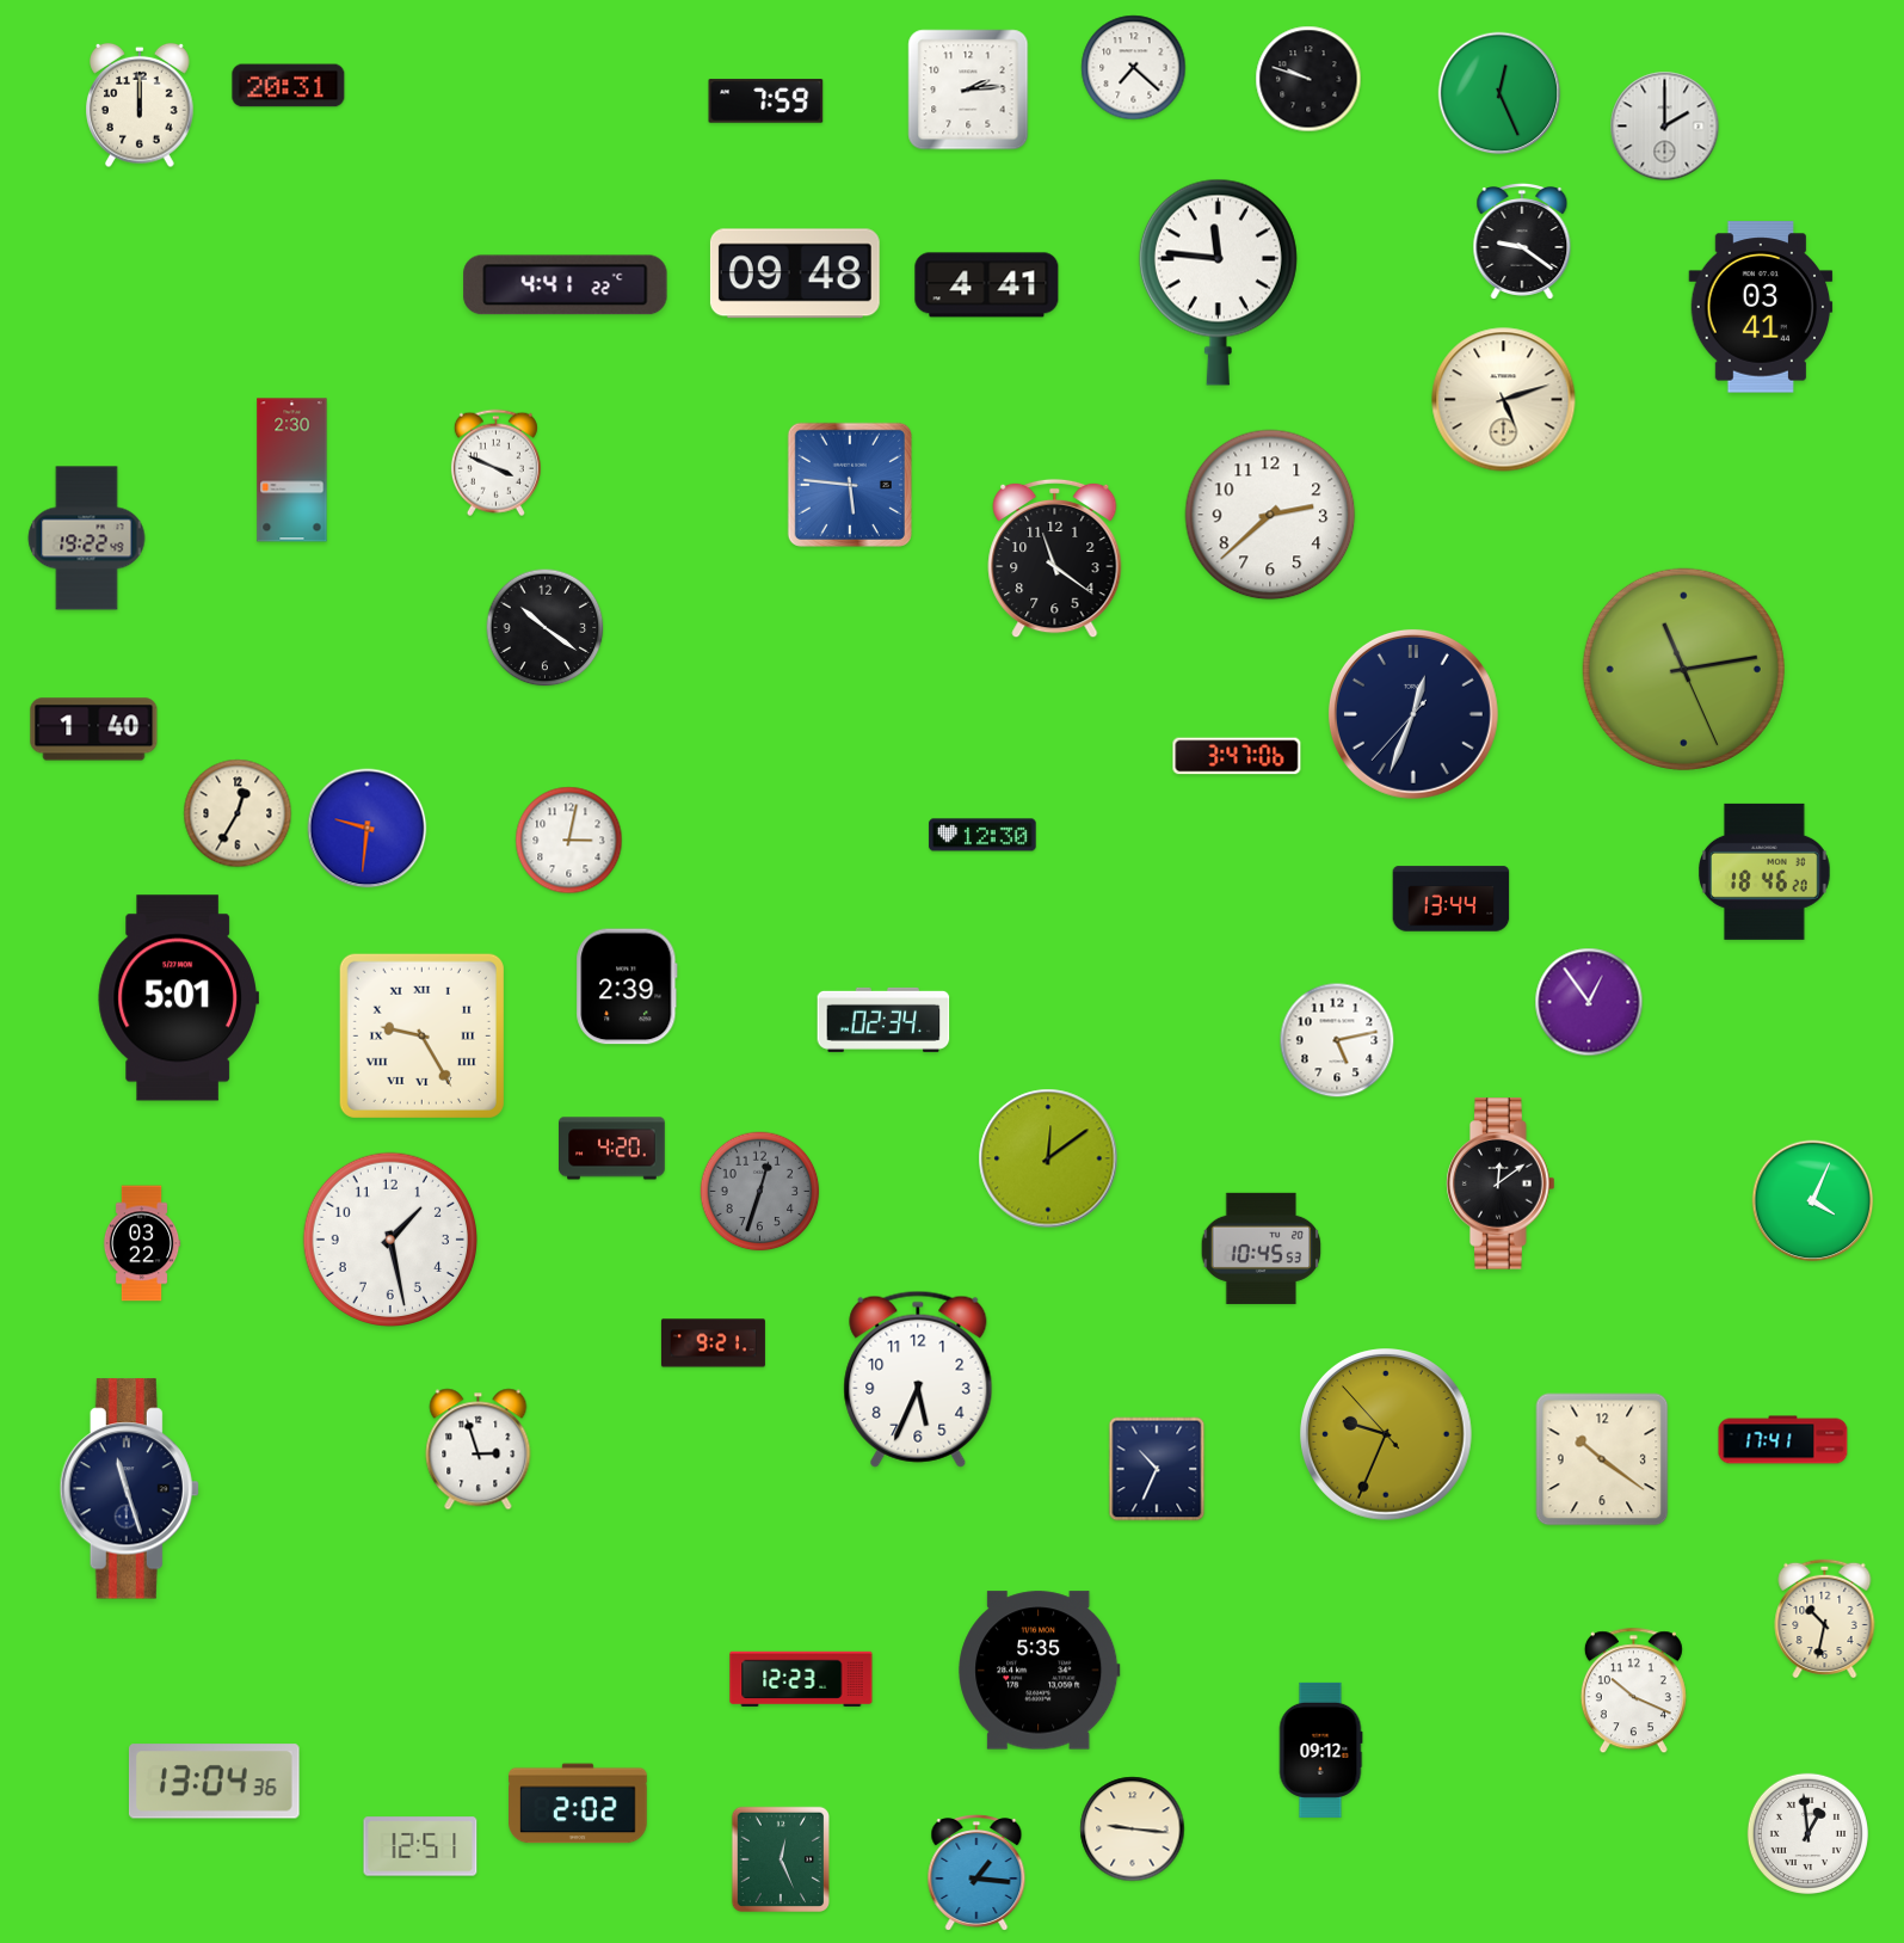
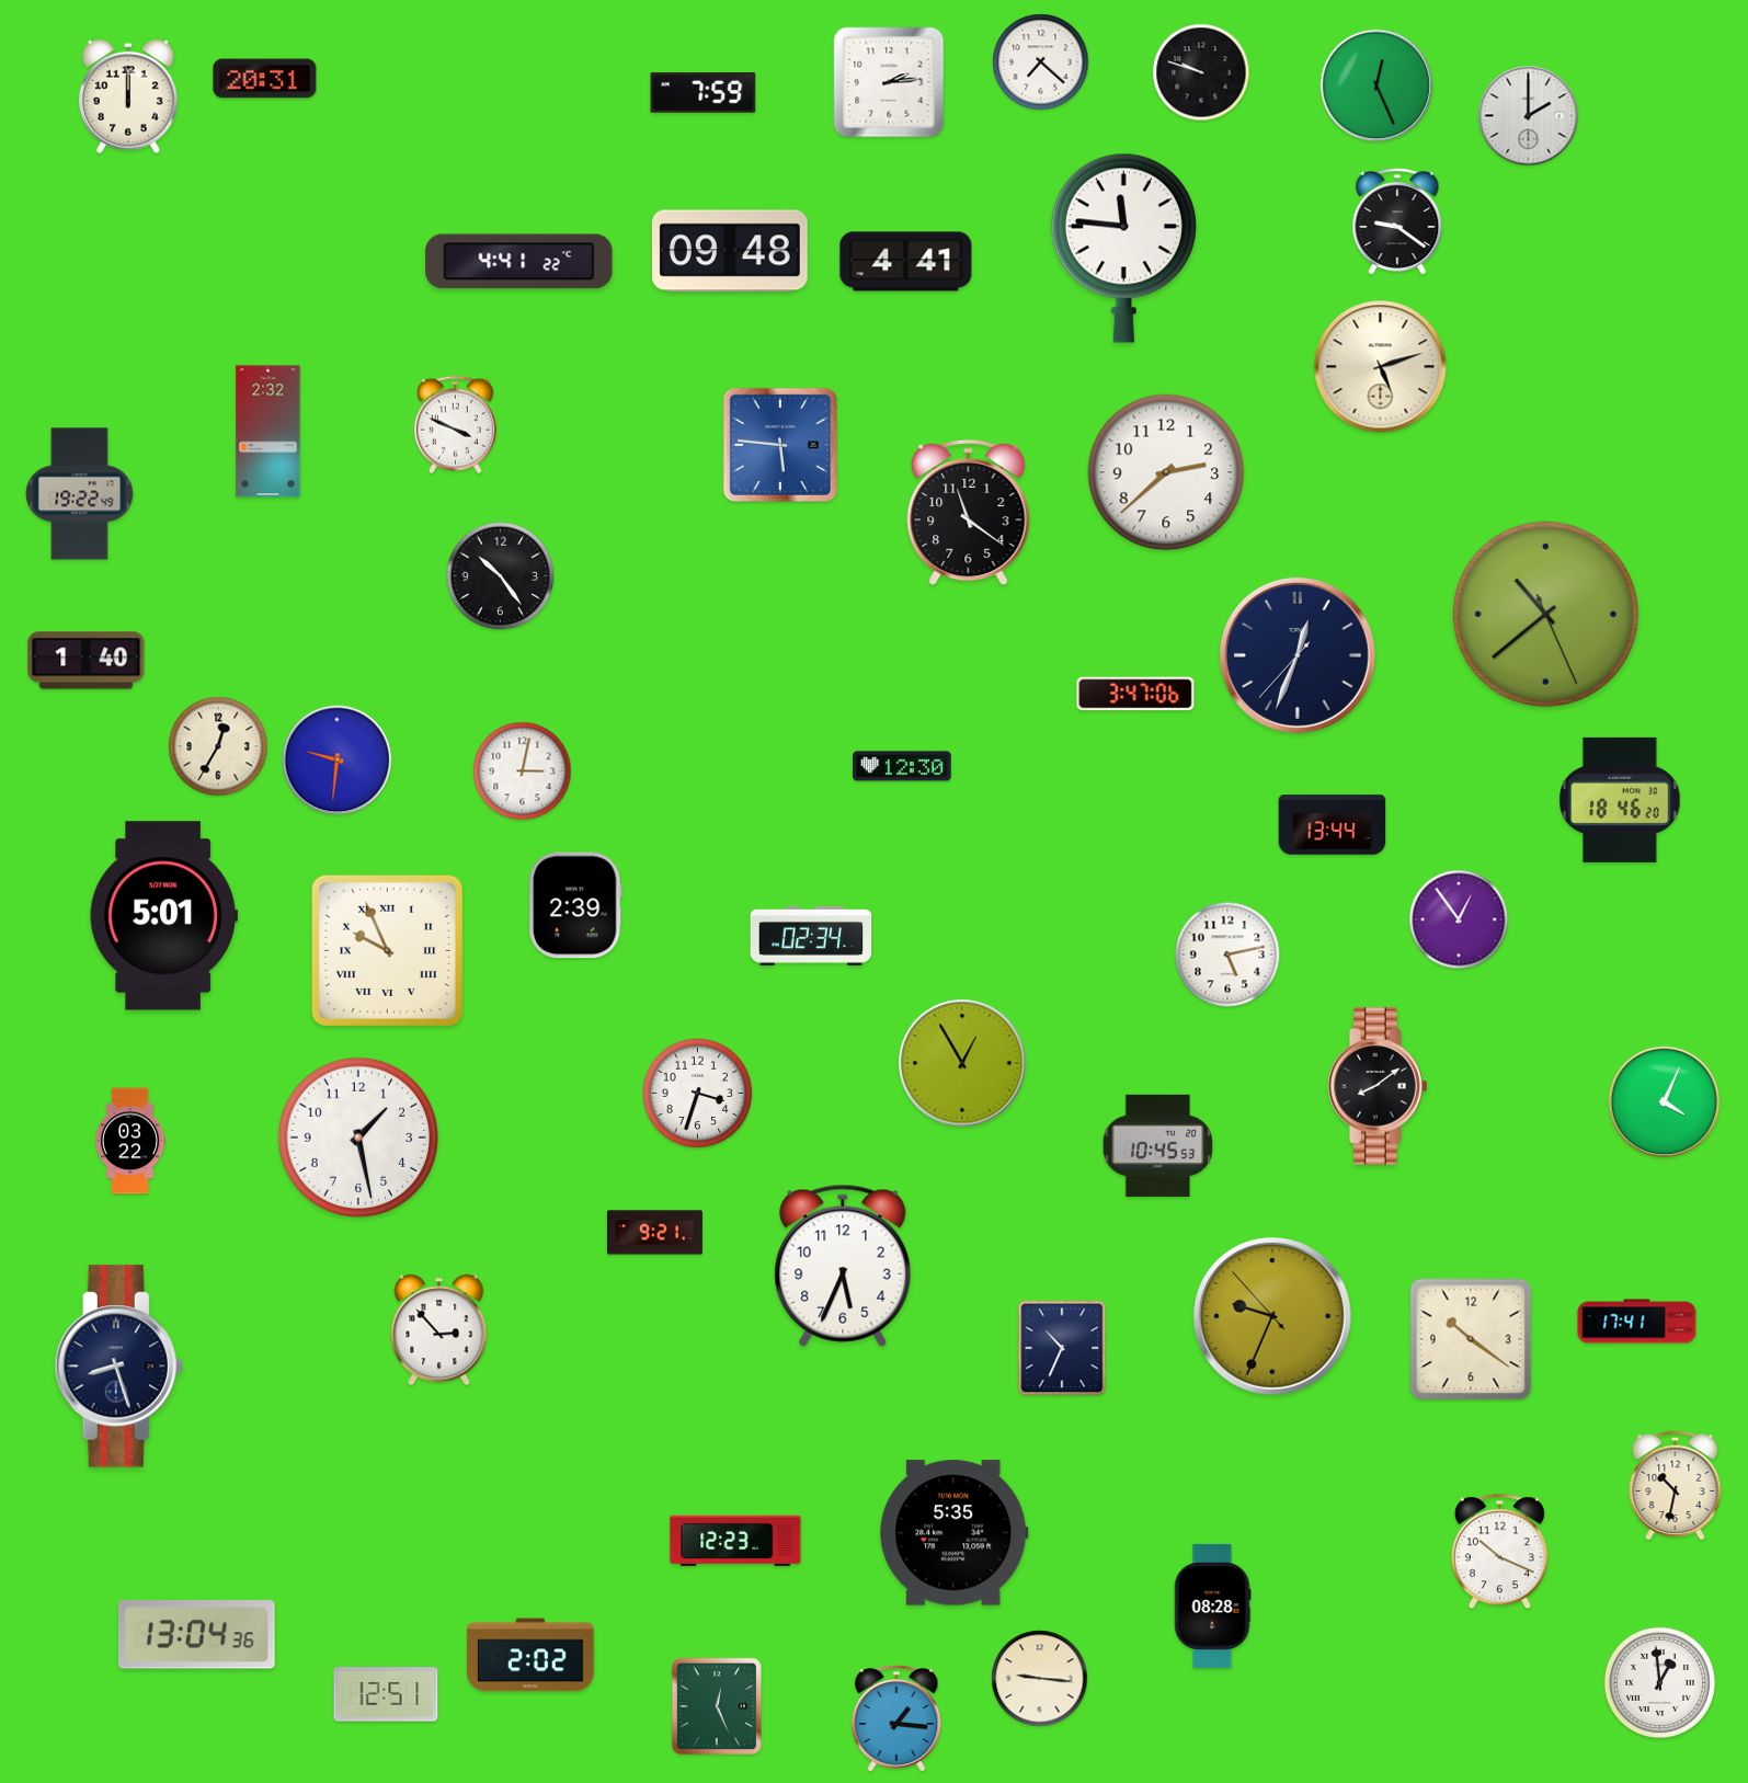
clock at (1218, 282) position: (1218, 282) -> (1123, 248)
clock at (1761, 307): 03:41 -> none
clock at (292, 471): 2:30 -> 2:32
clock at (546, 628): 10:21 -> 10:24
clock at (1683, 669): 11:13 -> 10:38
clock at (94, 730) position: (94, 730) -> (87, 661)
clock at (421, 1035): 9:25 -> 9:56
clock at (612, 1149): 4:20 -> none
clock at (1048, 1158): 12:09 -> 12:55
clock at (1501, 1183): 12:09 -> 8:09
clock at (760, 1192): 12:33 -> 3:33
clock at (760, 1192) dial: grey -> white
clock at (479, 1450): 2:57 -> 2:53
clock at (129, 1489): 11:27 -> 8:27
clock at (1320, 1750): 09:12 -> 08:28
